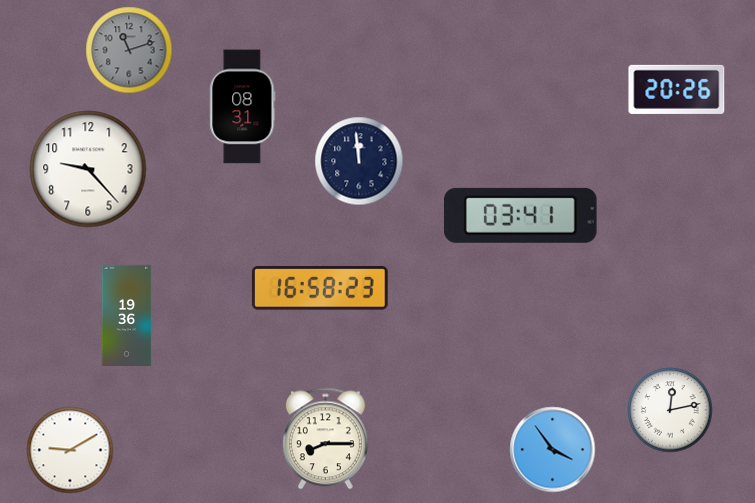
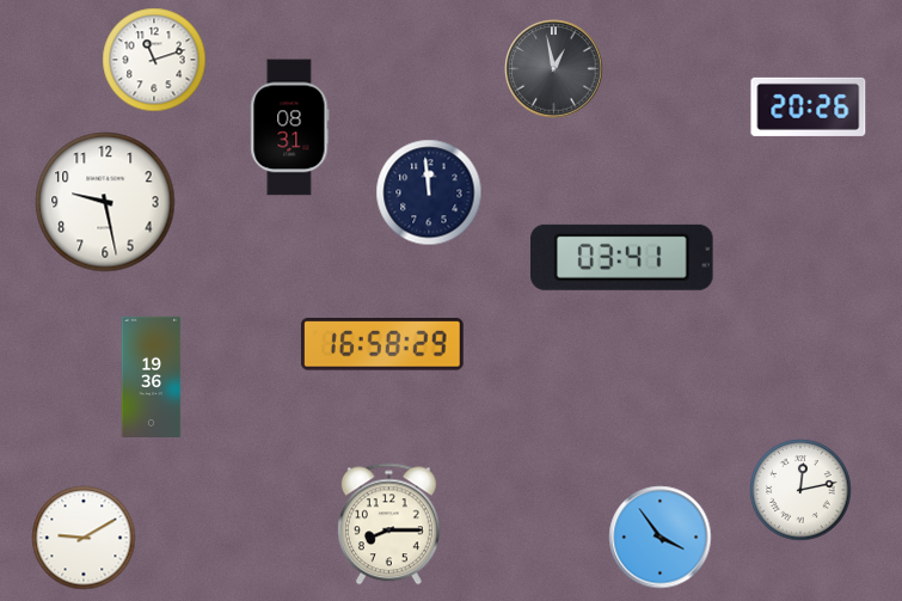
clock at (129, 50) dial: grey -> white
clock at (554, 69): none -> 12:58
clock at (88, 169): 9:23 -> 9:28
clock at (320, 289): 16:58:23 -> 16:58:29
